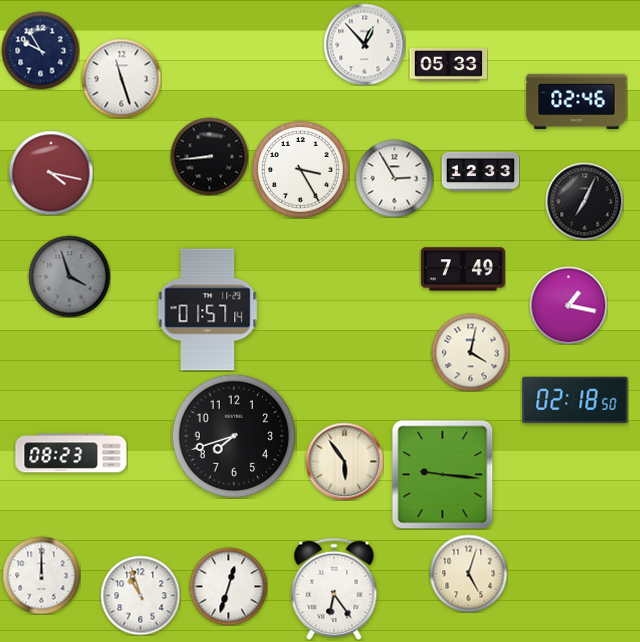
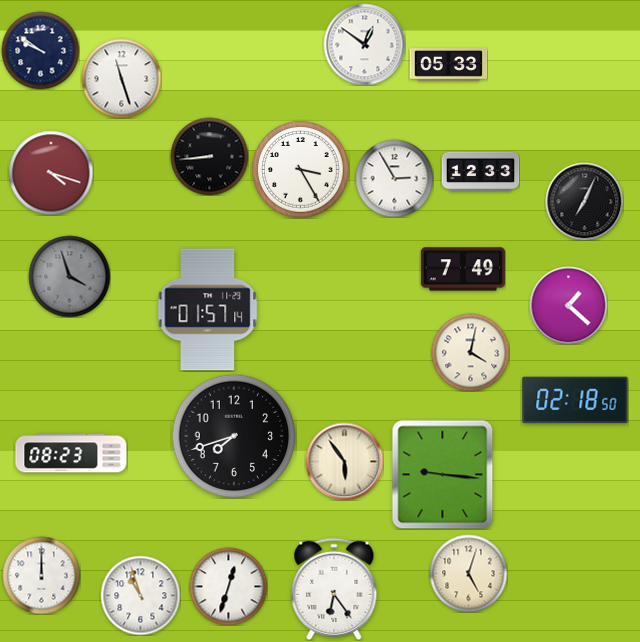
clock at (364, 44): 12:53 -> 12:51
clock at (40, 50): 9:55 -> 9:51
clock at (577, 101): 02:46 -> none
clock at (51, 173): 4:17 -> 4:18
clock at (568, 305): 1:17 -> 1:22
